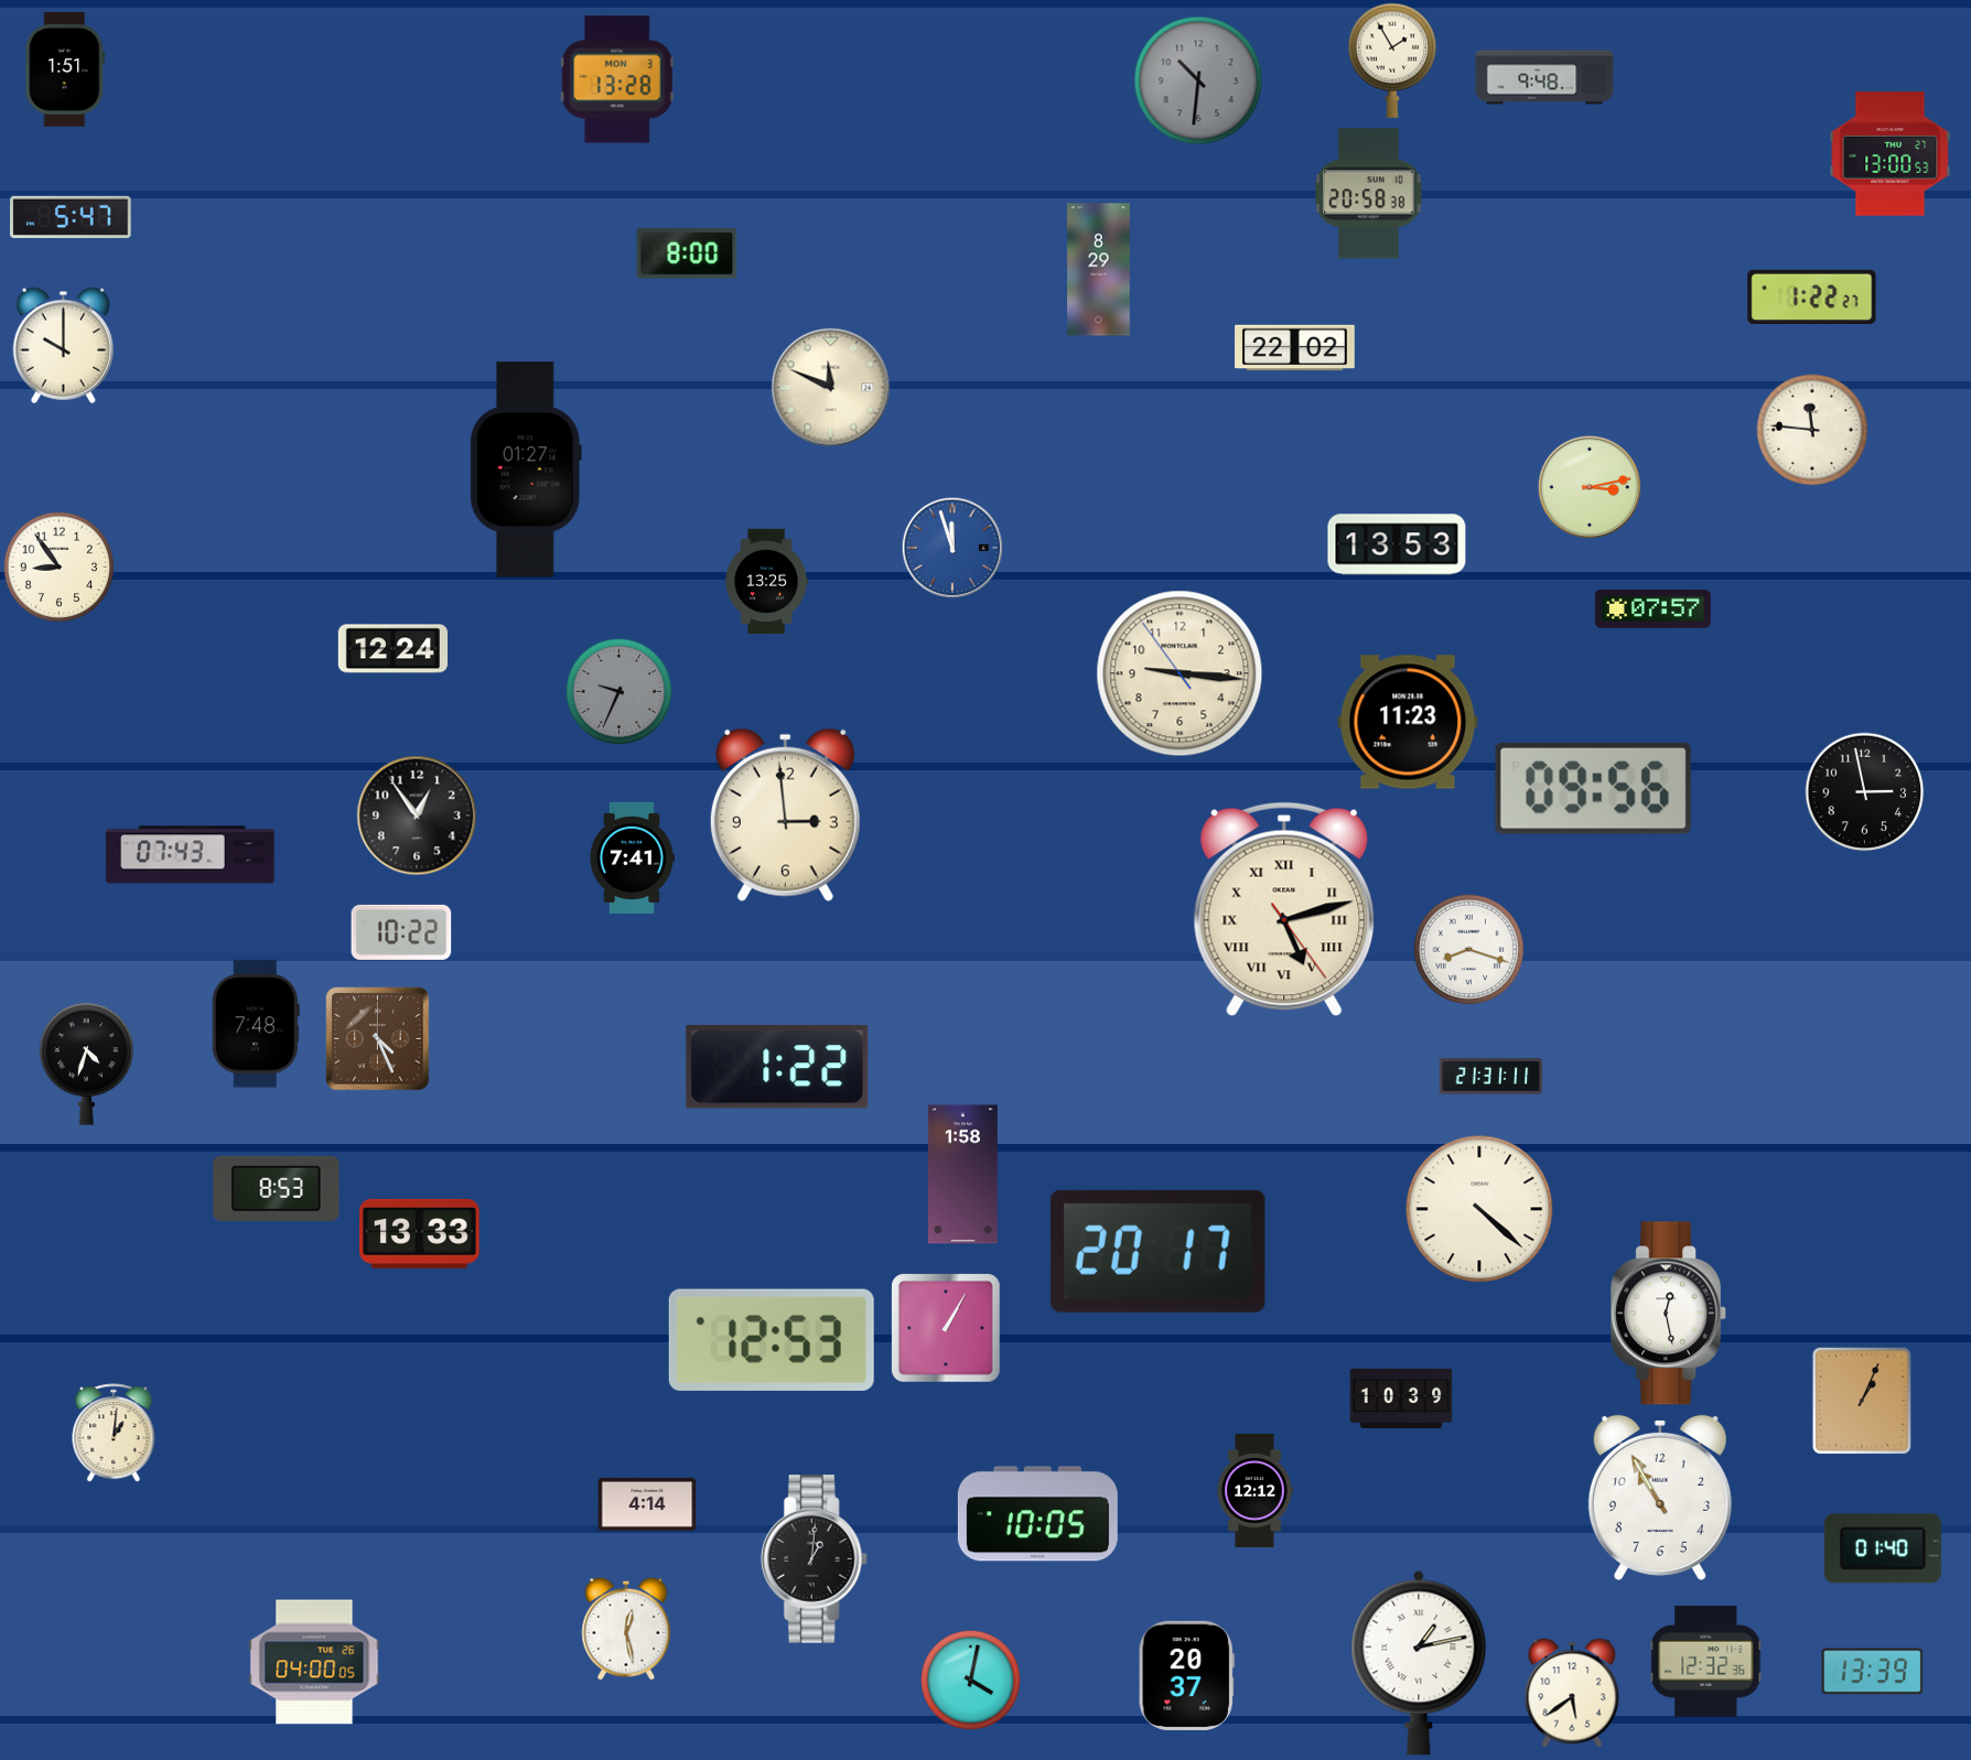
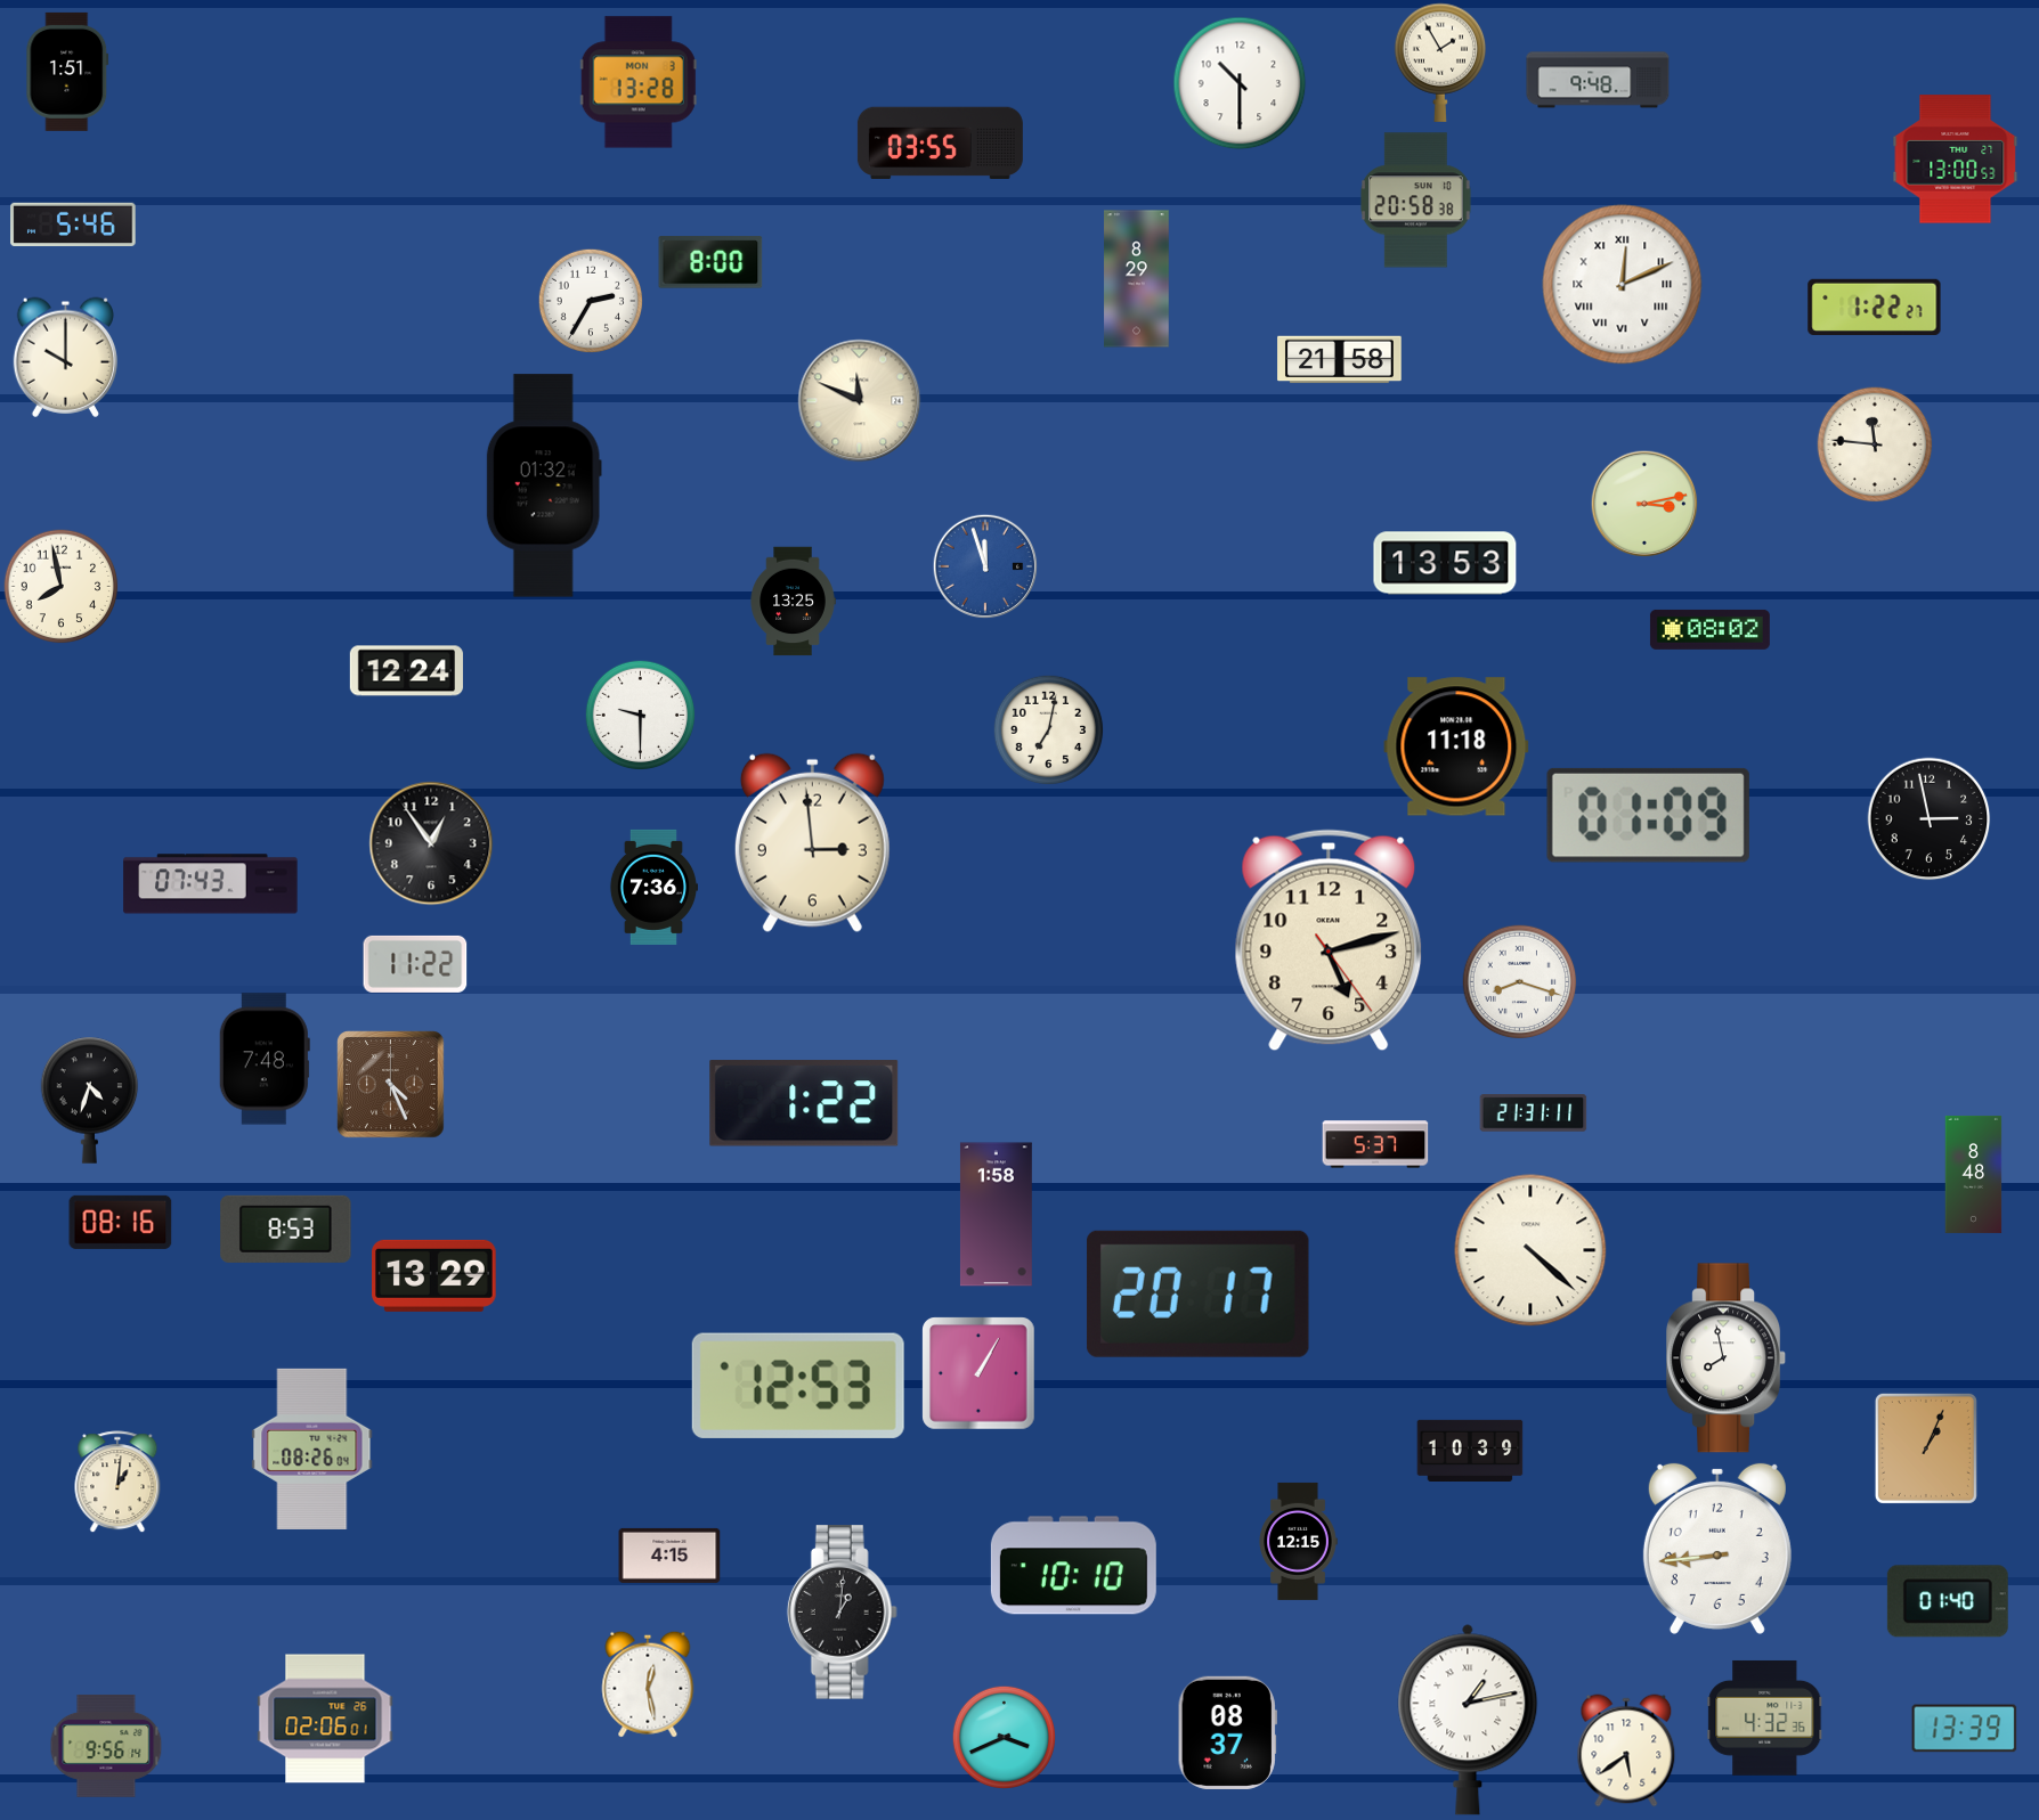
clock at (1198, 80): 10:31 -> 10:30
clock at (1198, 80) dial: grey -> white
clock at (940, 144): none -> 03:55
clock at (71, 217): 5:47 -> 5:46
clock at (1623, 285): none -> 12:11
clock at (590, 300): none -> 2:35
clock at (1295, 348): 22:02 -> 21:58
clock at (526, 469): 01:27 -> 01:32
clock at (60, 568): 8:54 -> 7:58
clock at (1652, 608): 07:57 -> 08:02
clock at (1180, 673): 9:15 -> none
clock at (618, 691): 9:34 -> 9:30
clock at (618, 691) dial: grey -> white
clock at (1048, 729): none -> 7:02
clock at (1408, 722): 11:23 -> 11:18
clock at (1593, 788): 09:56 -> 01:09
clock at (191, 855) position: (191, 855) -> (211, 884)
clock at (631, 857): 7:41 -> 7:36
clock at (1284, 909) numerals: Roman -> Arabic
clock at (401, 932): 10:22 -> 11:22
clock at (378, 1039) position: (378, 1039) -> (391, 1085)
clock at (1491, 1077) position: (1491, 1077) -> (1534, 1113)
clock at (1375, 1144): none -> 5:37
clock at (1974, 1174): none -> 8:48
clock at (121, 1222): none -> 08:16
clock at (420, 1233): 13:33 -> 13:29
clock at (1669, 1314): 12:28 -> 7:58
clock at (1401, 1397) position: (1401, 1397) -> (1470, 1450)
clock at (312, 1448): none -> 08:26
clock at (1254, 1490): 12:12 -> 12:15
clock at (1660, 1498): 10:55 -> 8:44
clock at (647, 1504): 4:14 -> 4:15
clock at (1037, 1514): 10:05 -> 10:10
clock at (1706, 1661): 12:32 -> 4:32
clock at (314, 1662): 04:00 -> 02:06
clock at (1873, 1672) position: (1873, 1672) -> (1965, 1729)
clock at (1186, 1675): 20:37 -> 08:37
clock at (970, 1680): 4:02 -> 3:41
clock at (106, 1746): none -> 9:56
